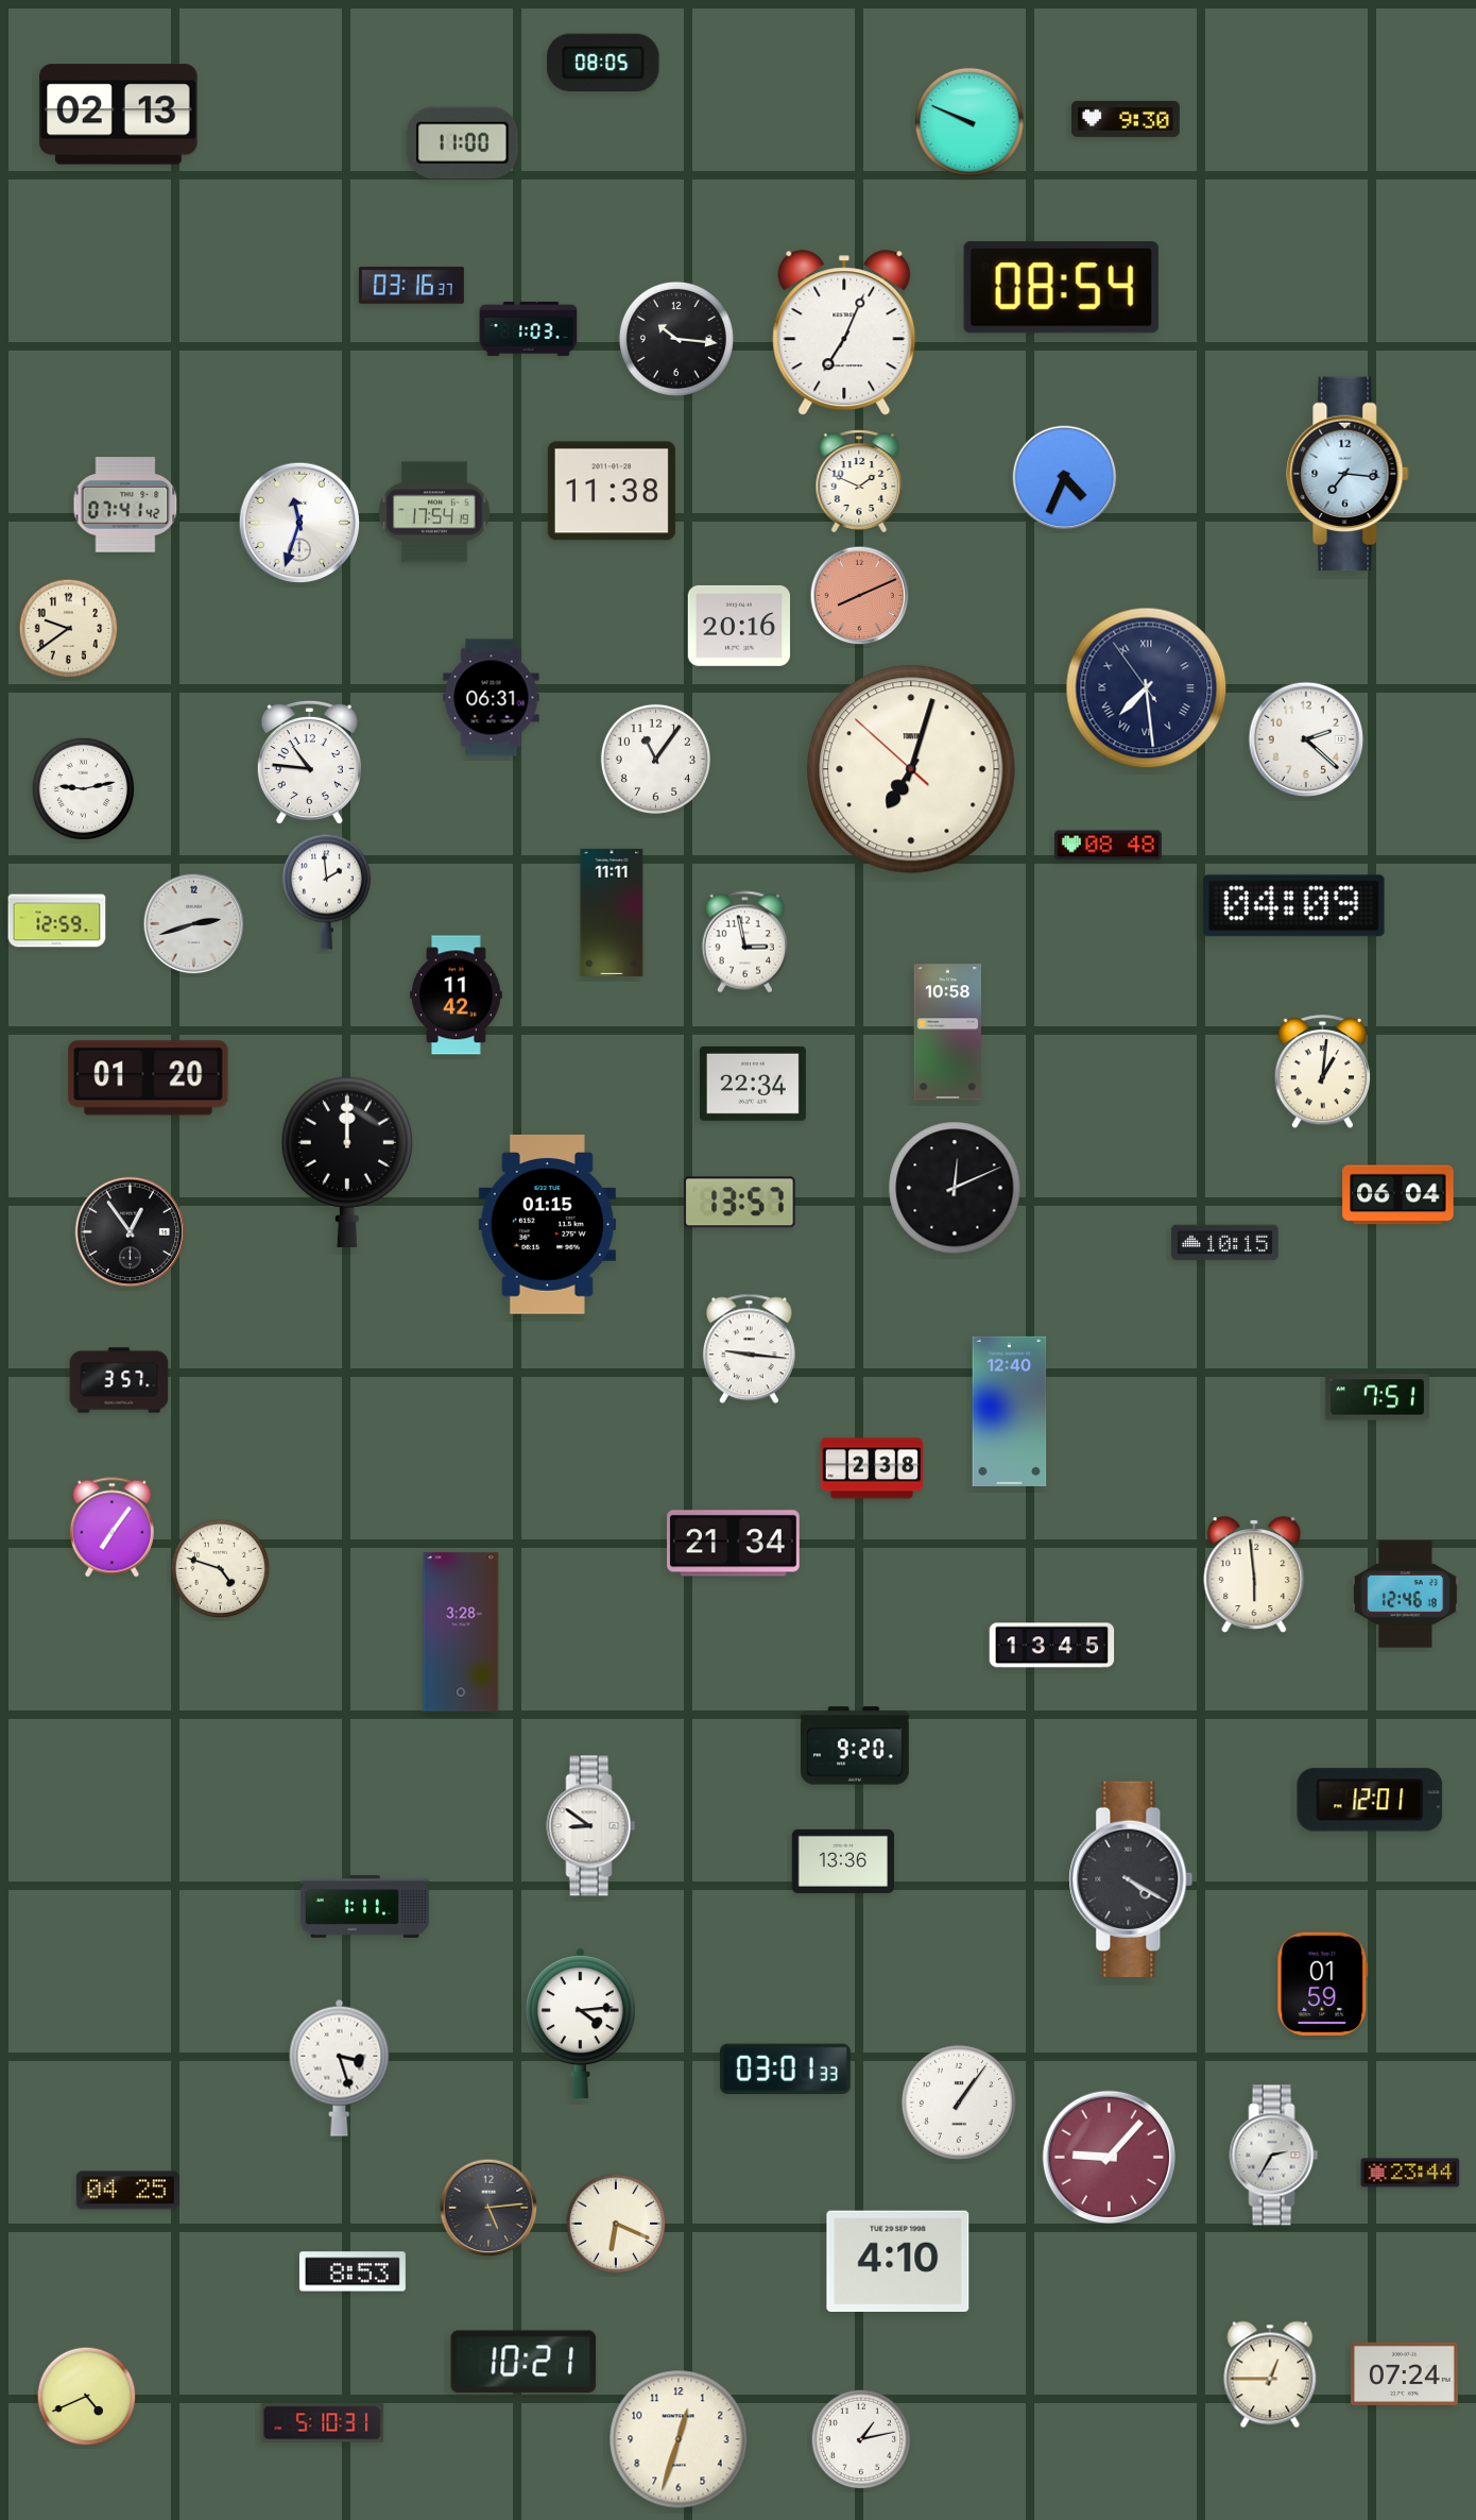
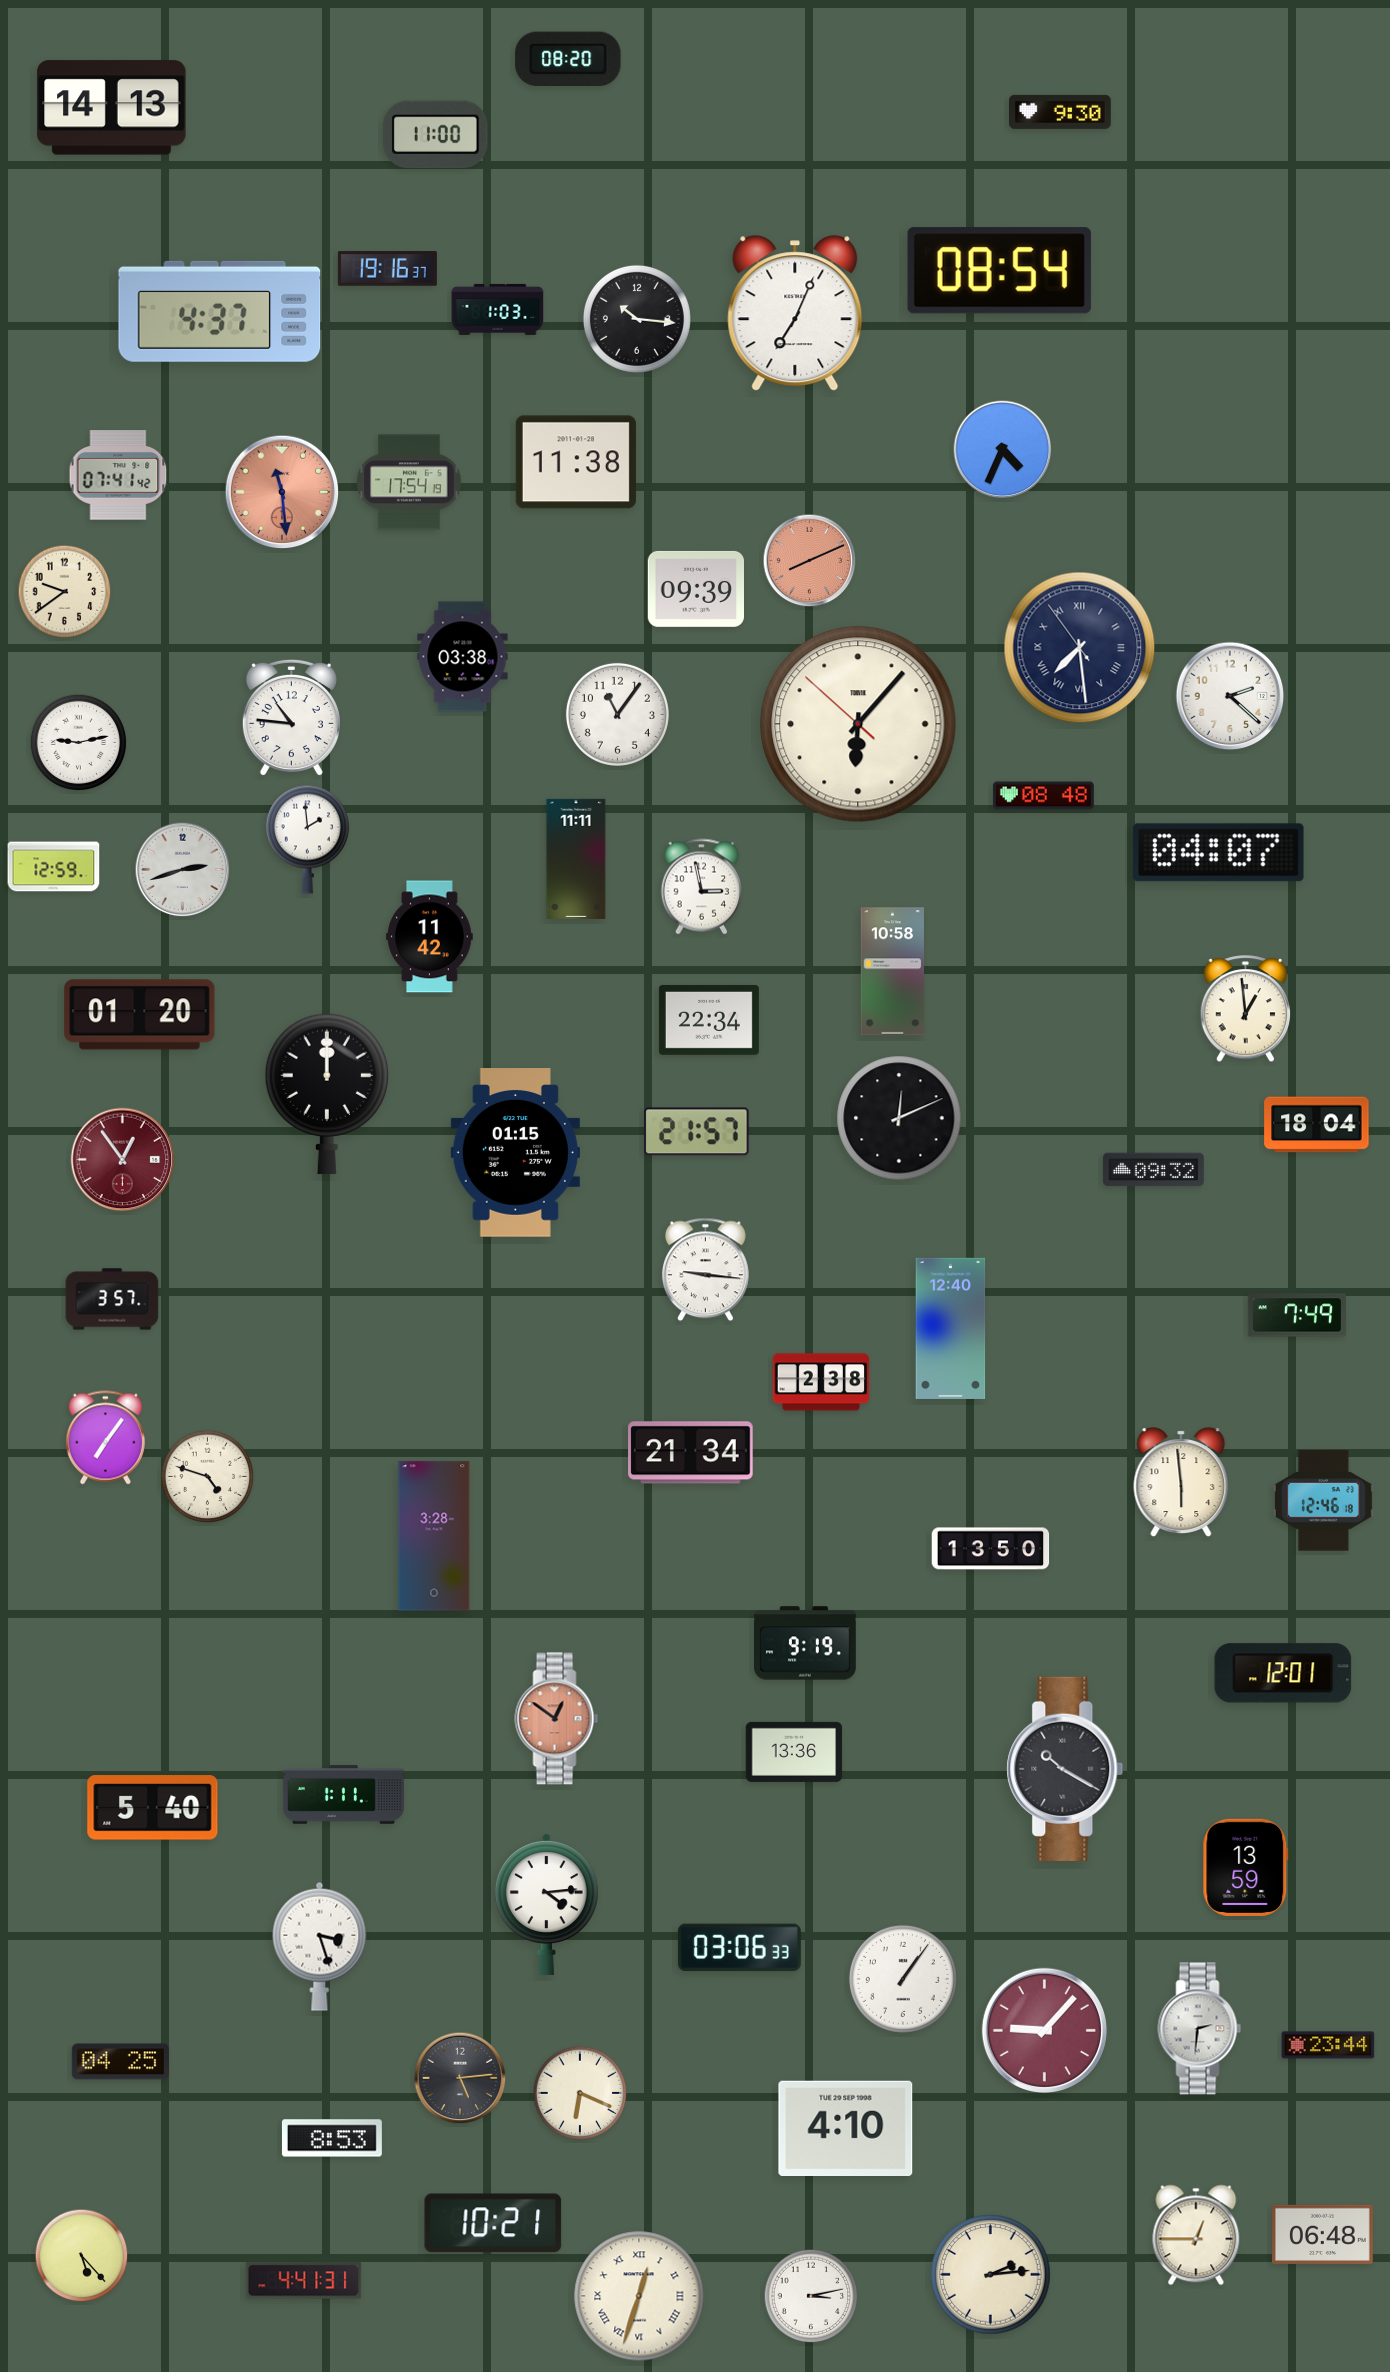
clock at (603, 62): 08:05 -> 08:20
clock at (119, 115): 02:13 -> 14:13
clock at (969, 122): 9:49 -> none
clock at (411, 286): 03:16 -> 19:16
clock at (220, 311): none -> 4:37
clock at (1348, 474): 7:16 -> none
clock at (859, 481): 1:49 -> none
clock at (299, 523): 11:33 -> 11:29
clock at (299, 523) dial: white -> salmon
clock at (739, 626): 20:16 -> 09:39
clock at (492, 698): 06:31 -> 03:38
clock at (911, 769): 7:02 -> 6:06
clock at (1294, 906): 04:09 -> 04:07
clock at (1323, 1072): 1:01 -> 12:59
clock at (1398, 1195): 06:04 -> 18:04
clock at (740, 1203): 13:57 -> 21:57
clock at (131, 1232) dial: black -> burgundy
clock at (1224, 1243): 10:15 -> 09:32
clock at (1377, 1397): 7:51 -> 7:49
clock at (1052, 1646): 13:45 -> 13:50
clock at (856, 1746): 9:20 -> 9:19
clock at (1370, 1800) position: (1370, 1800) -> (1283, 1673)
clock at (591, 1826): 8:51 -> 12:51
clock at (591, 1826) dial: white -> salmon
clock at (1131, 1879): 4:20 -> 10:20
clock at (153, 1808): none -> 5:40
clock at (1323, 1983): 01:59 -> 13:59
clock at (785, 2070): 03:01 -> 03:06
clock at (1274, 2156): 2:35 -> 2:31
clock at (1404, 2373): 07:24 -> 06:48
clock at (87, 2397): 4:41 -> 5:23
clock at (991, 2275): none -> 2:14
clock at (323, 2423): 5:10 -> 4:41
clock at (679, 2439) numerals: Arabic -> Roman
clock at (861, 2439): 1:13 -> 3:13
